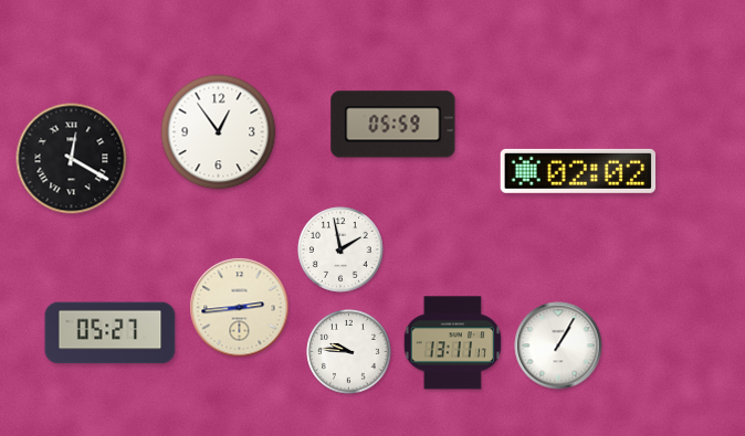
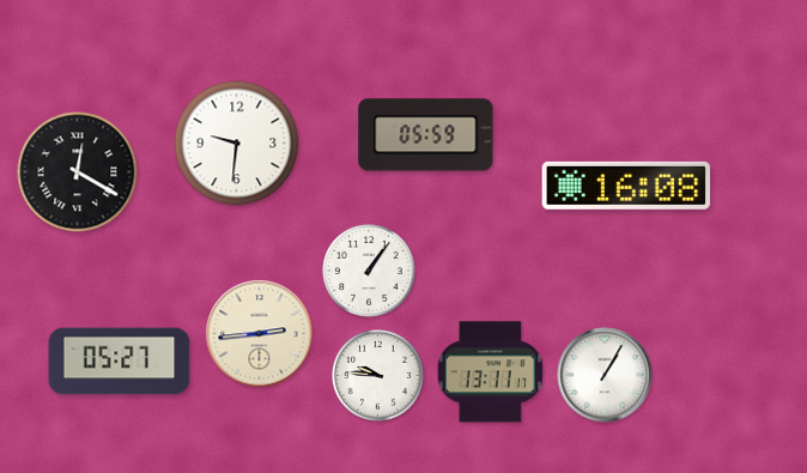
clock at (219, 132): 12:54 -> 9:31
clock at (578, 171): 02:02 -> 16:08
clock at (340, 249): 1:58 -> 1:06
clock at (349, 352) position: (349, 352) -> (378, 376)
